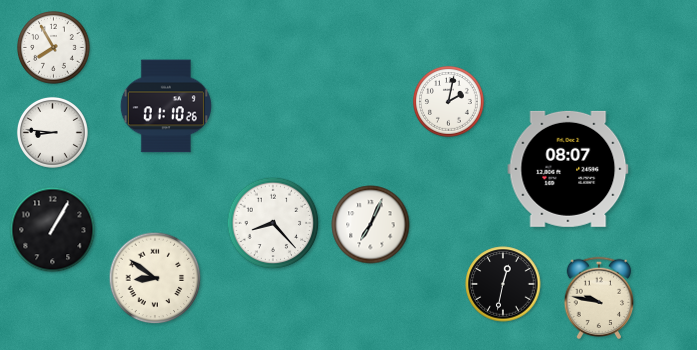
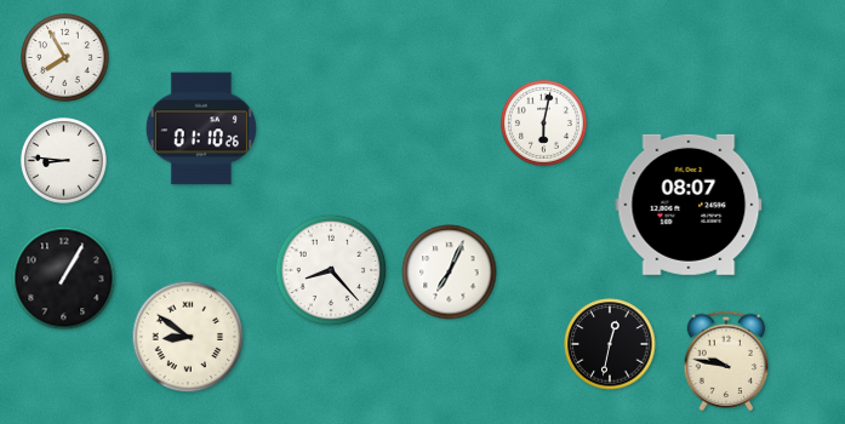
clock at (448, 101): 2:02 -> 6:02
